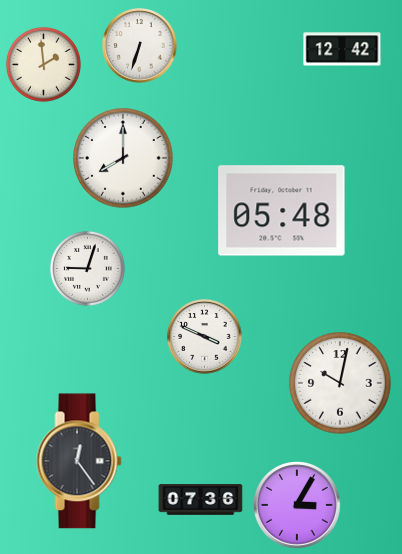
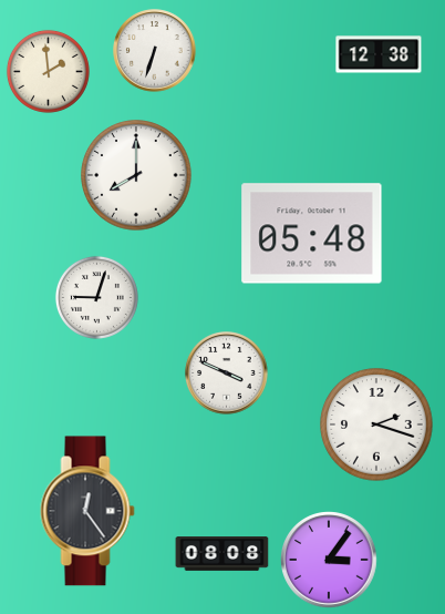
clock at (342, 49): 12:42 -> 12:38
clock at (340, 383): 10:02 -> 2:18
clock at (201, 500): 07:36 -> 08:08
clock at (297, 505): 3:05 -> 3:06
